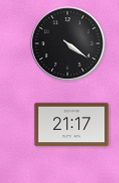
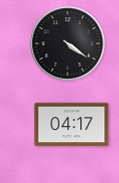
clock at (72, 125): 21:17 -> 04:17
